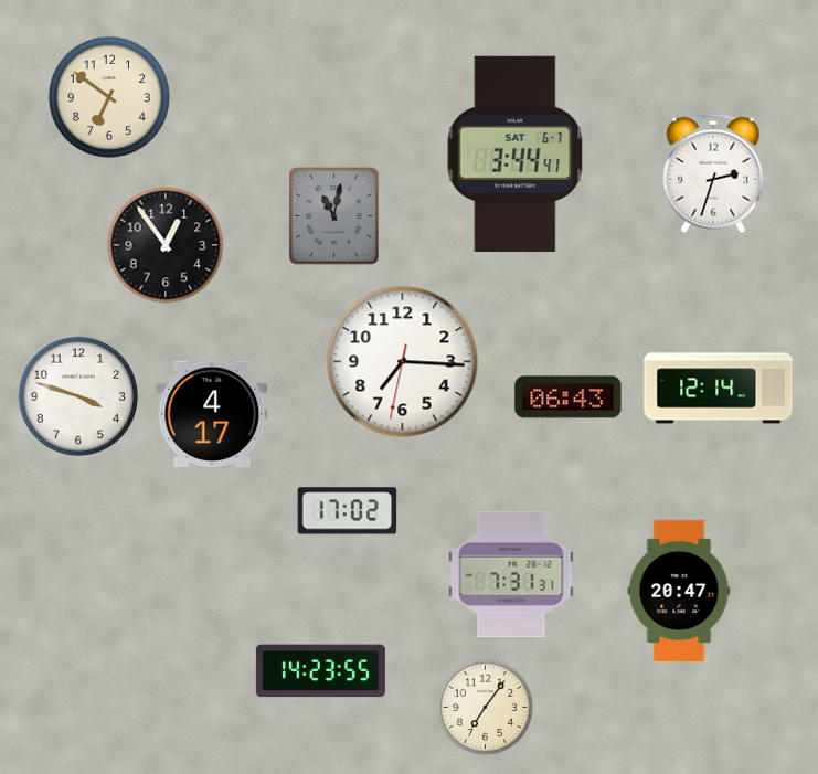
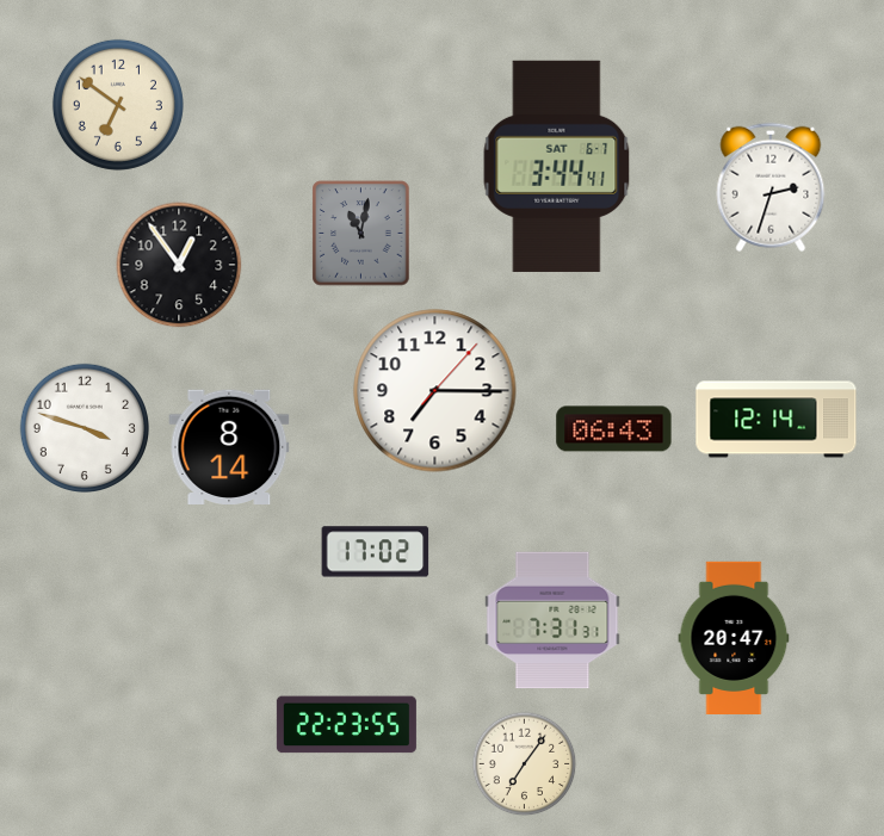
clock at (403, 362): 7:15:32 -> 7:15:07
clock at (212, 413): 4:17 -> 8:14
clock at (320, 671): 14:23 -> 22:23
